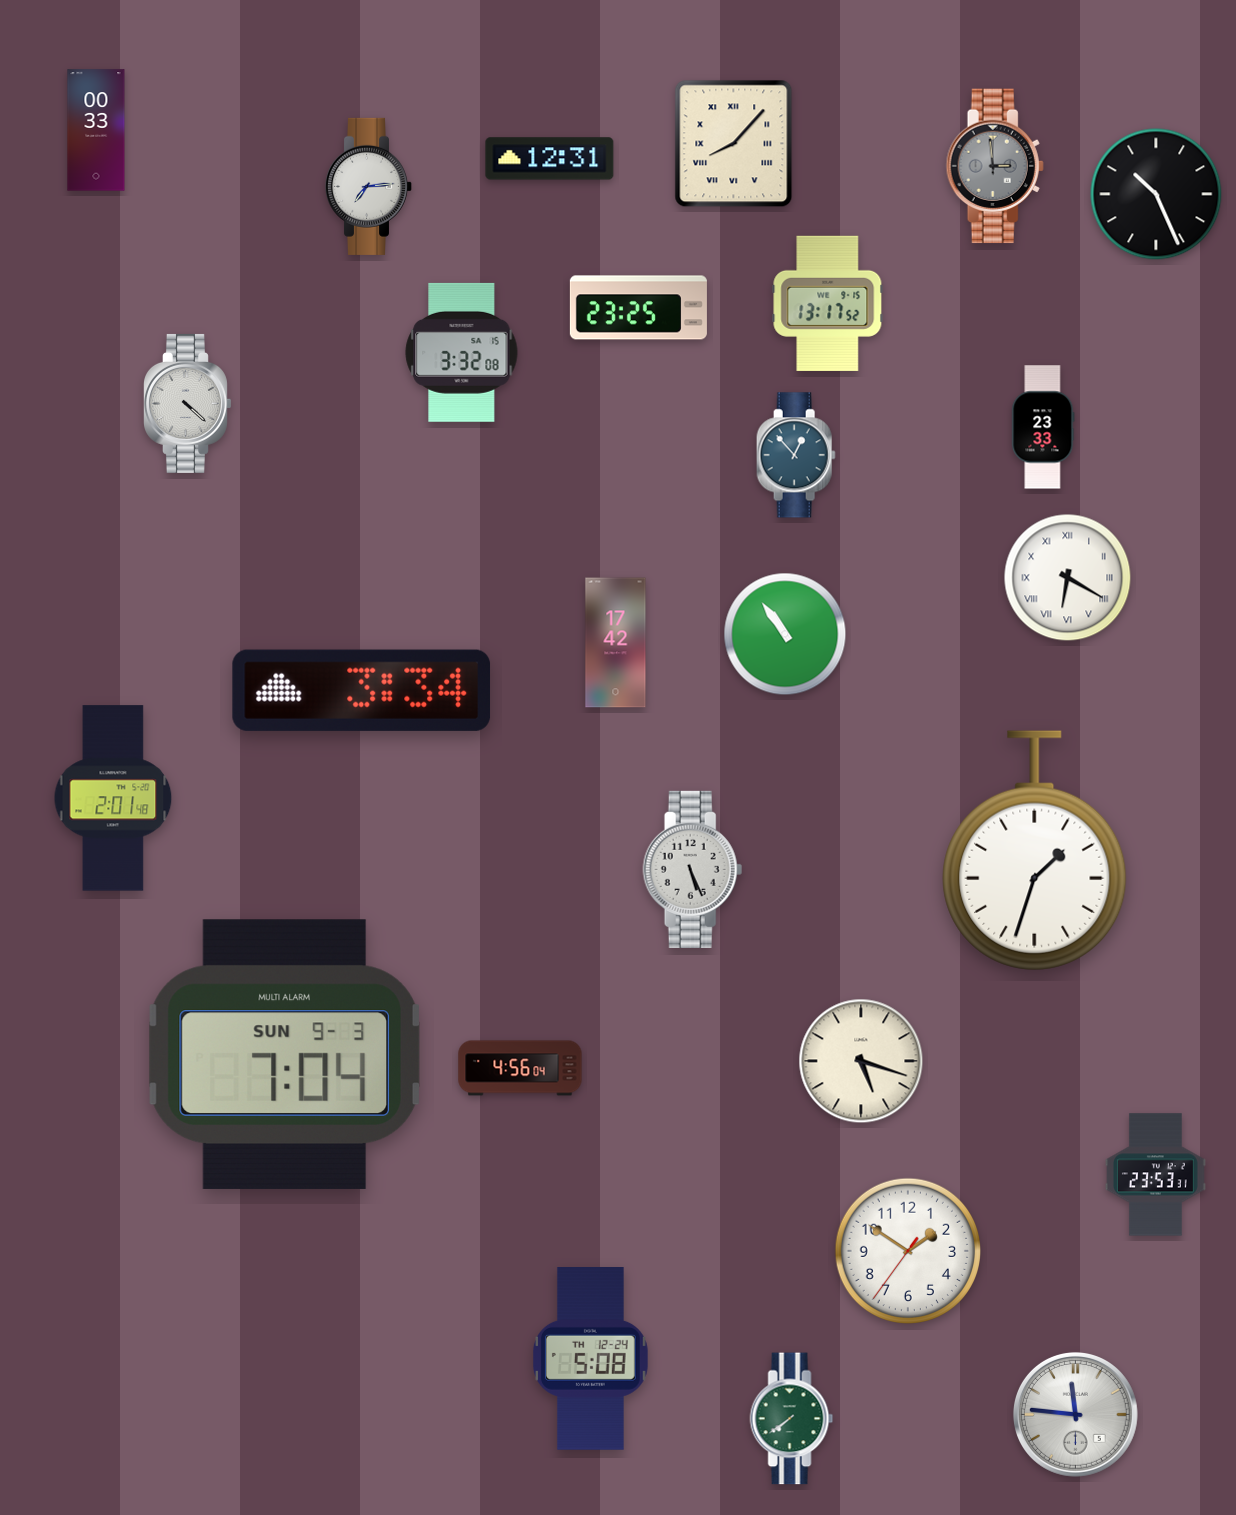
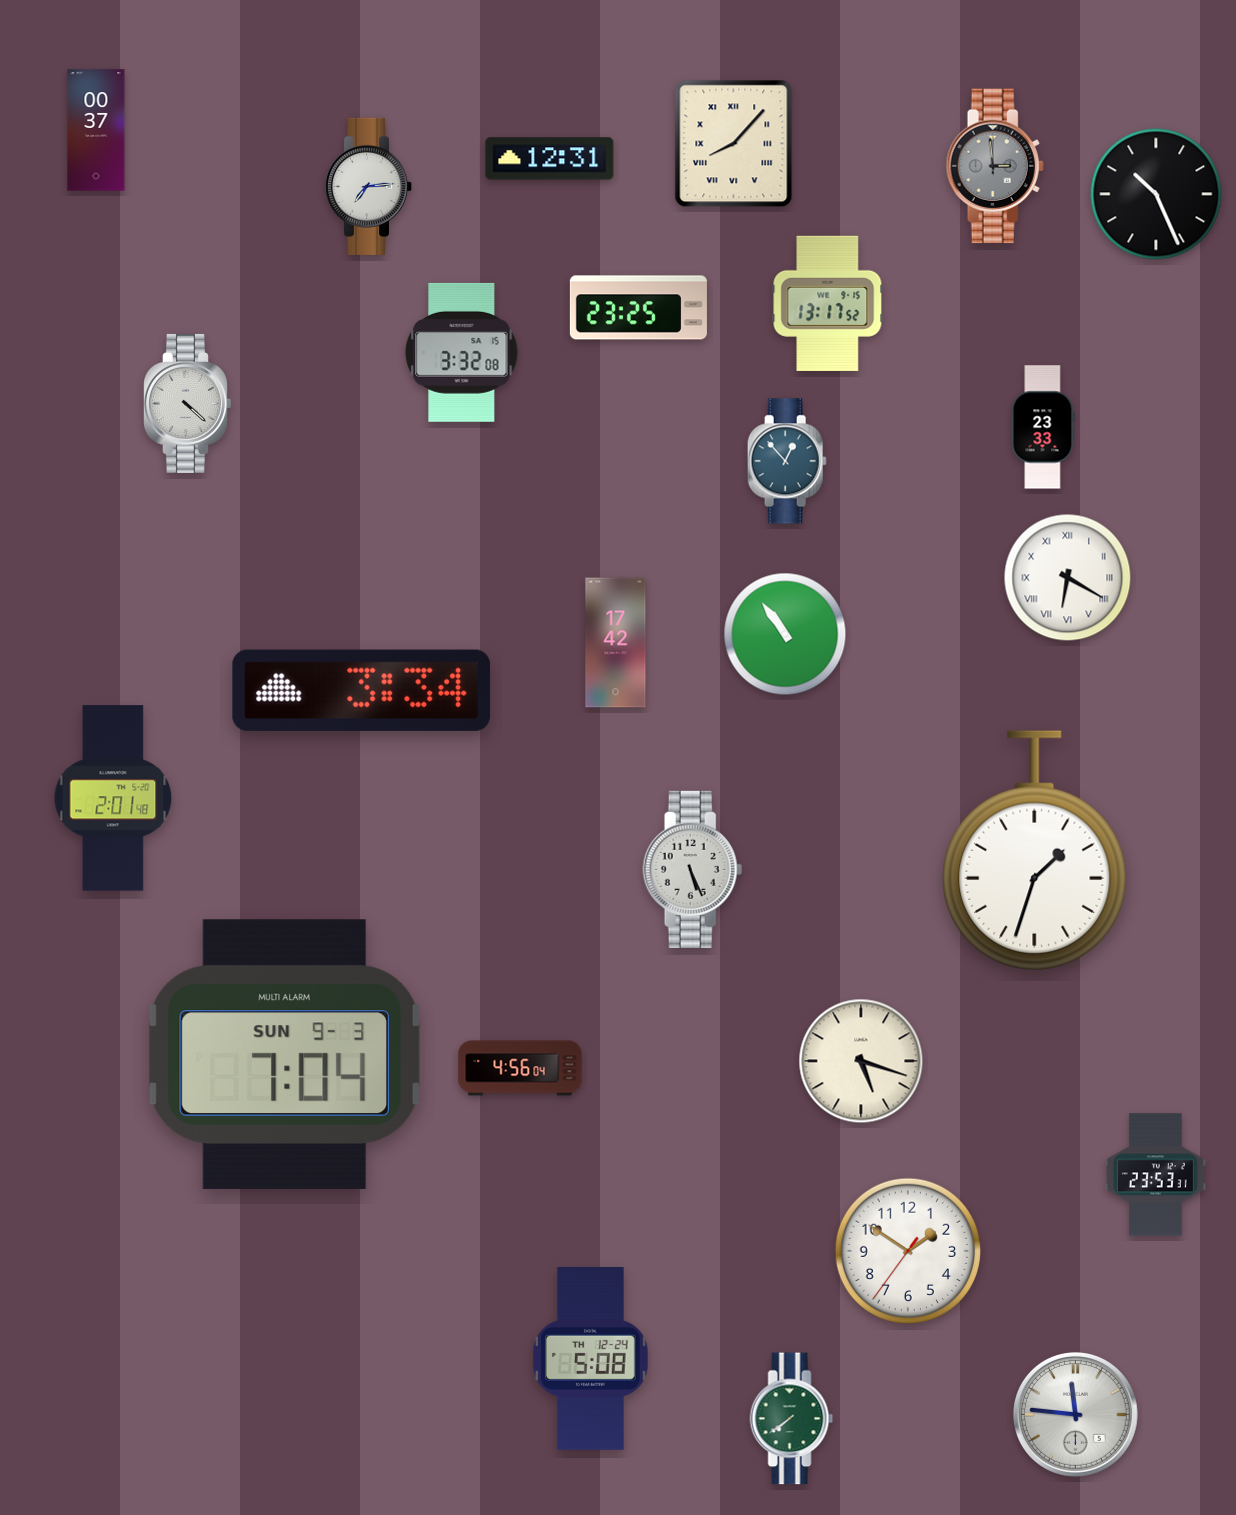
clock at (96, 130): 00:33 -> 00:37
clock at (796, 455) position: (796, 455) -> (787, 461)
